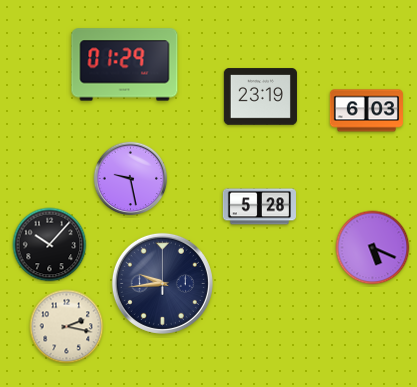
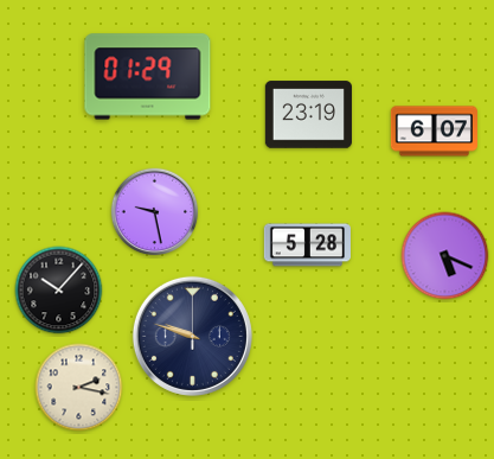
clock at (366, 111): 6:03 -> 6:07
clock at (373, 248) position: (373, 248) -> (445, 256)
clock at (162, 283): 9:44 -> 9:48
